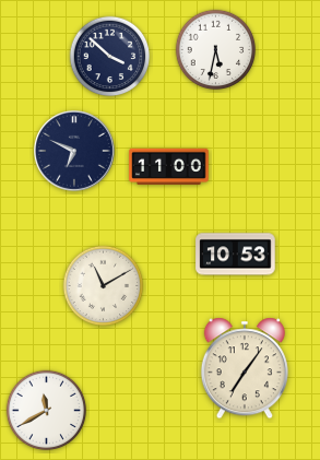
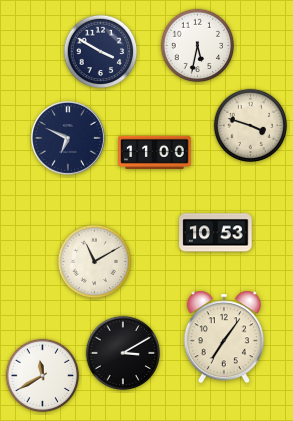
clock at (110, 57): 3:52 -> 3:50
clock at (251, 126): none -> 3:48
clock at (123, 353): none -> 3:10
